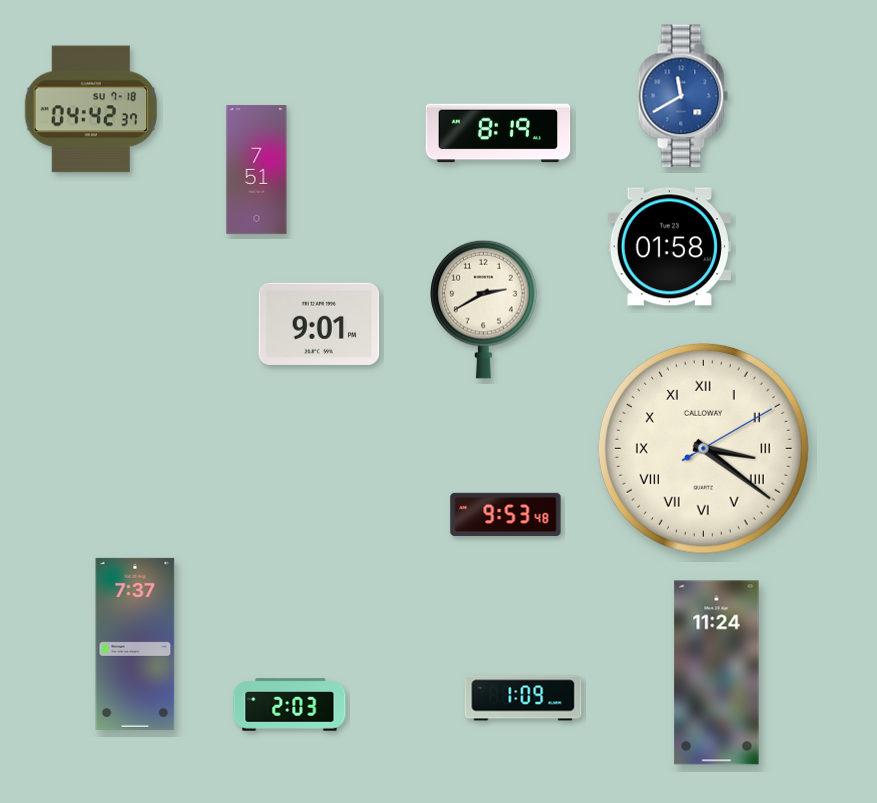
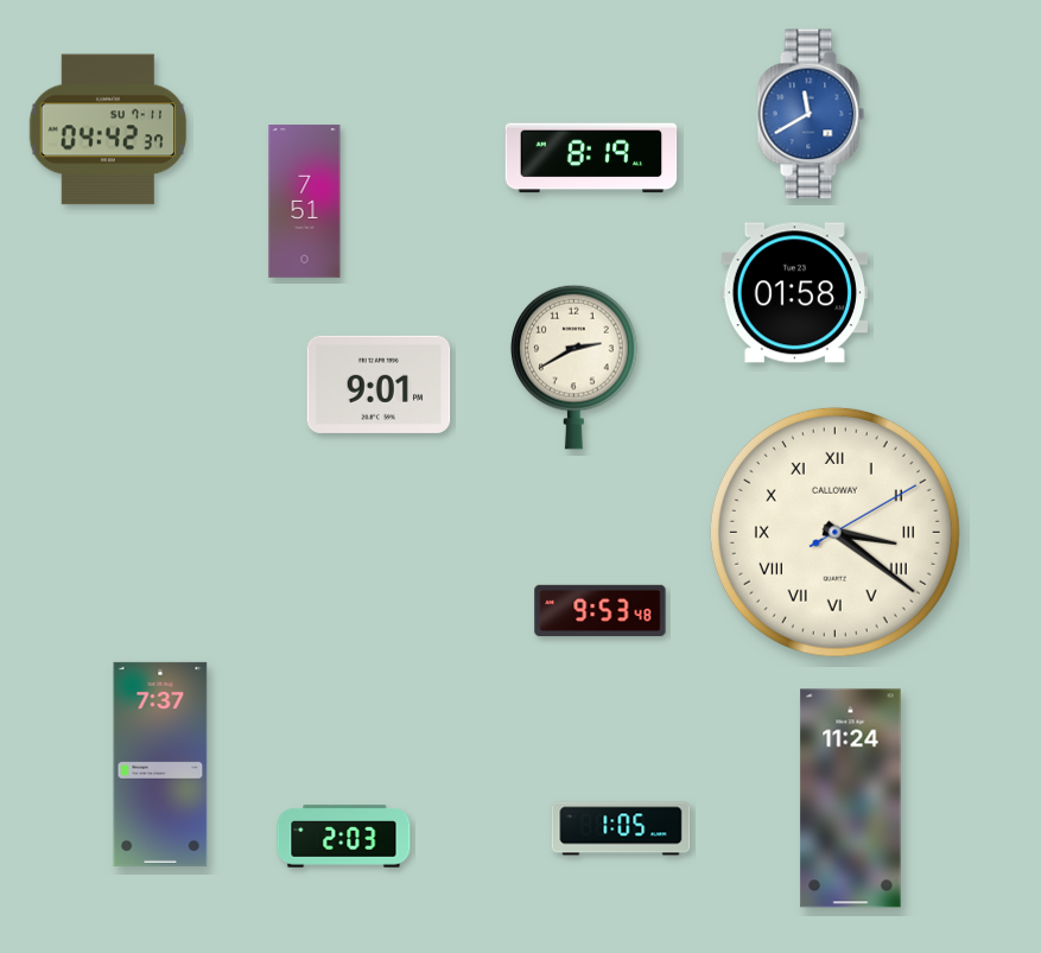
clock at (91, 109) date: SU 7-18 -> SU 7-11
clock at (523, 698): 1:09 -> 1:05
